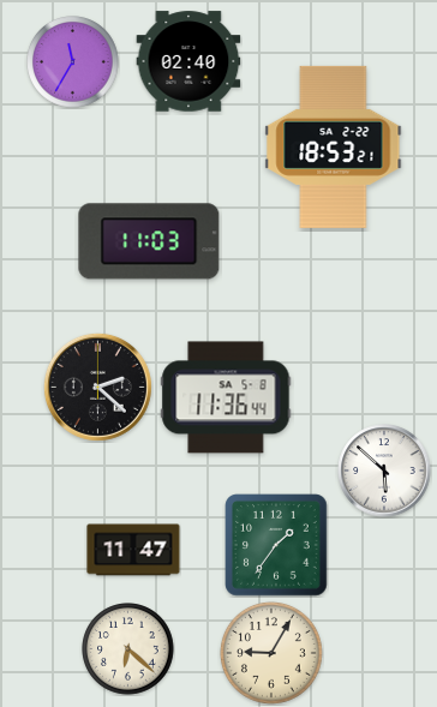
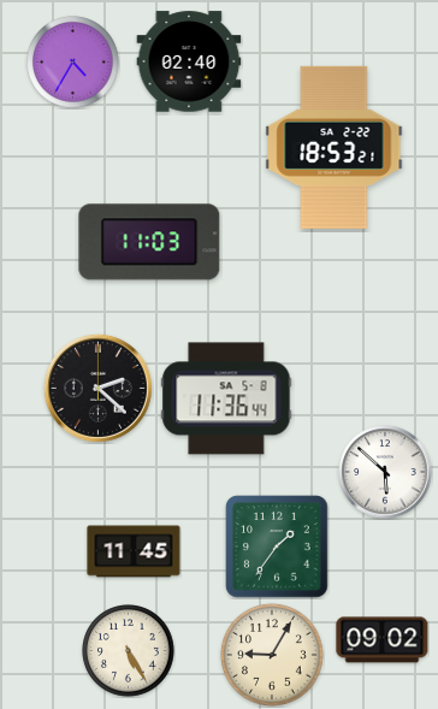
clock at (73, 62): 11:35 -> 4:35
clock at (133, 550): 11:47 -> 11:45
clock at (383, 640): none -> 09:02
clock at (128, 649): 6:22 -> 5:25
